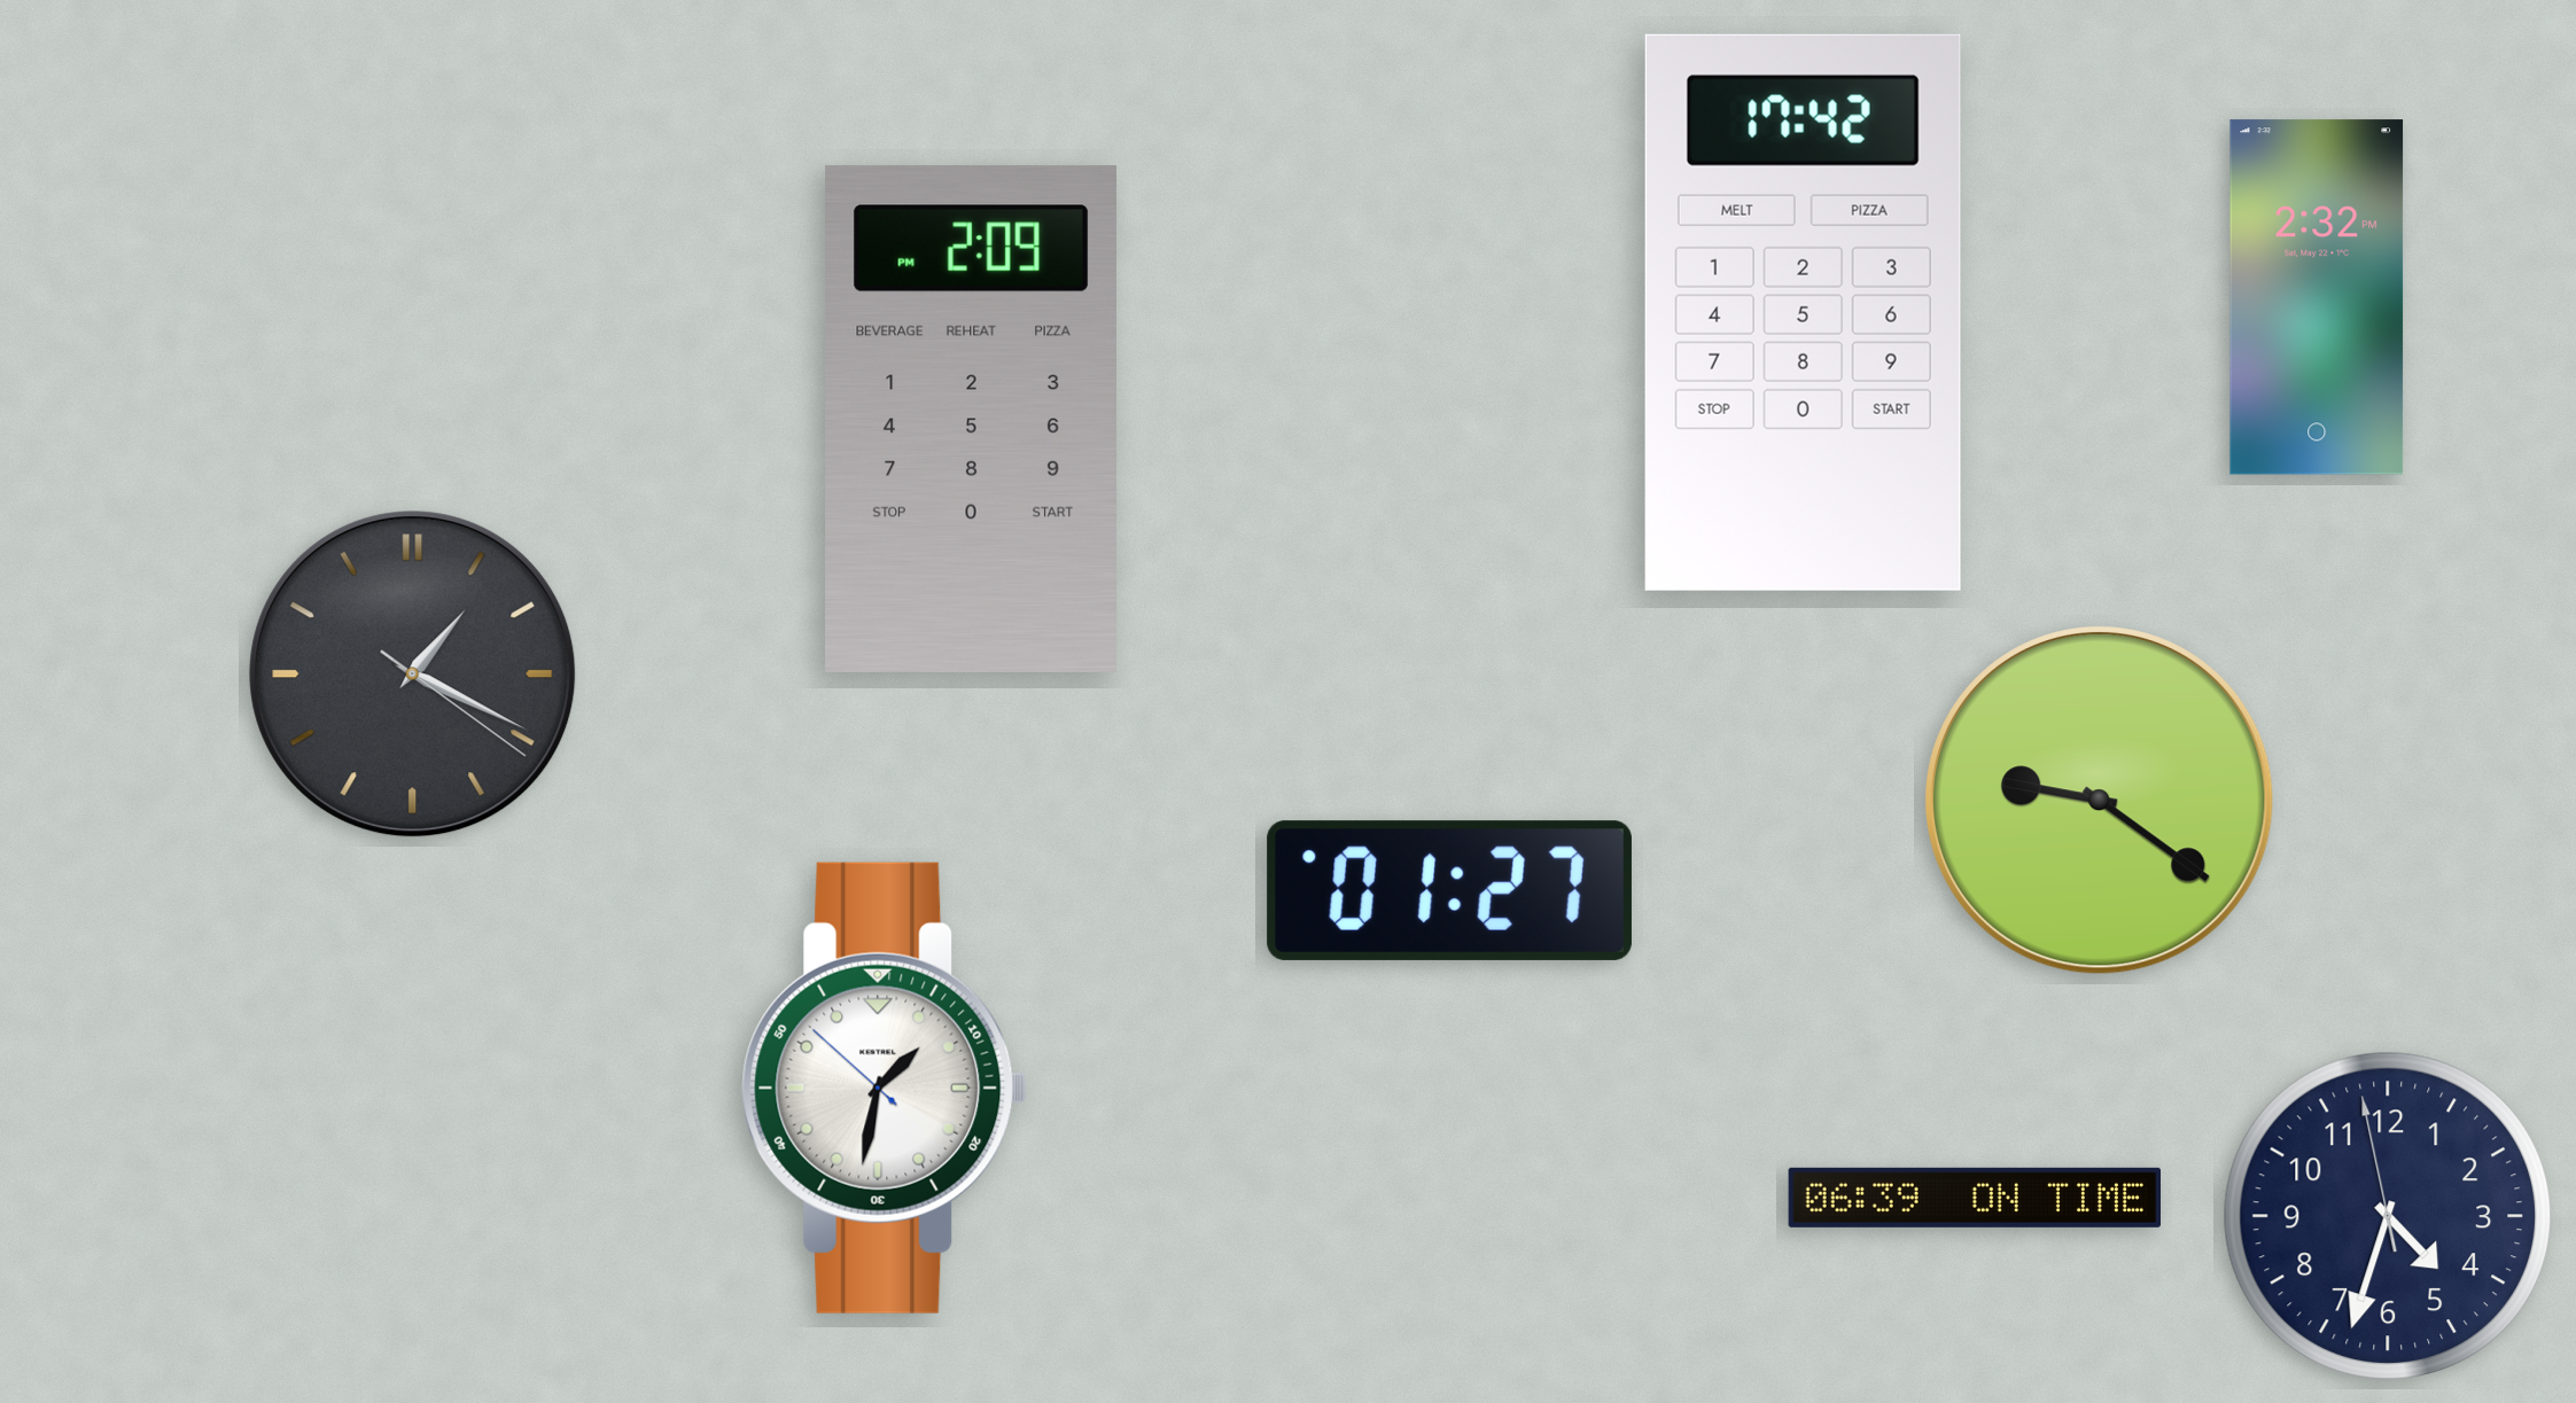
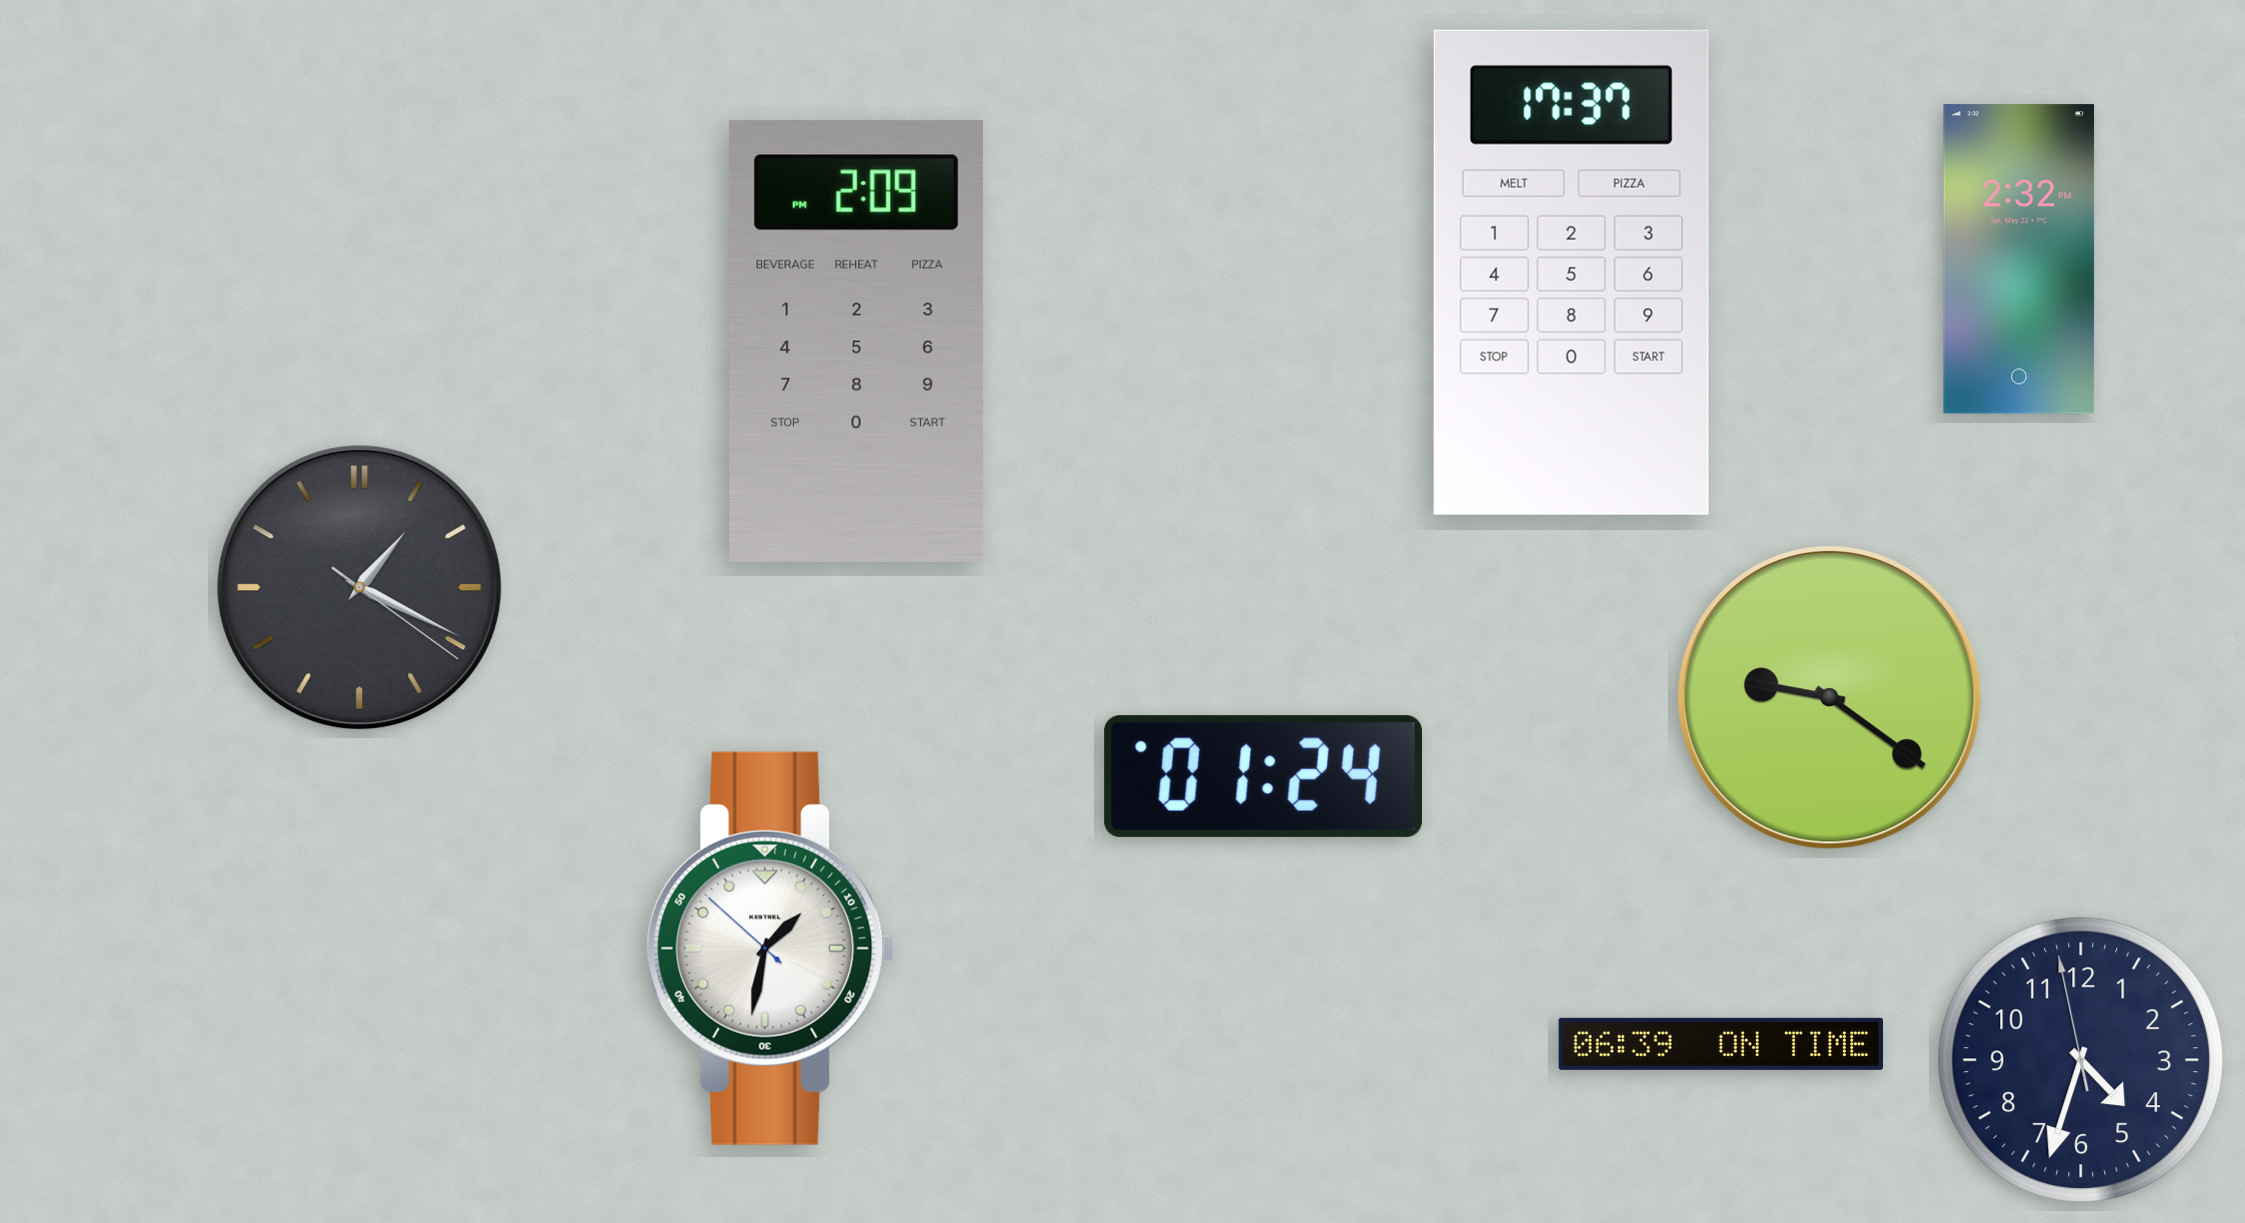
clock at (1803, 312): 17:42 -> 17:37
clock at (971, 419) position: (971, 419) -> (856, 341)
clock at (1449, 890): 01:27 -> 01:24
